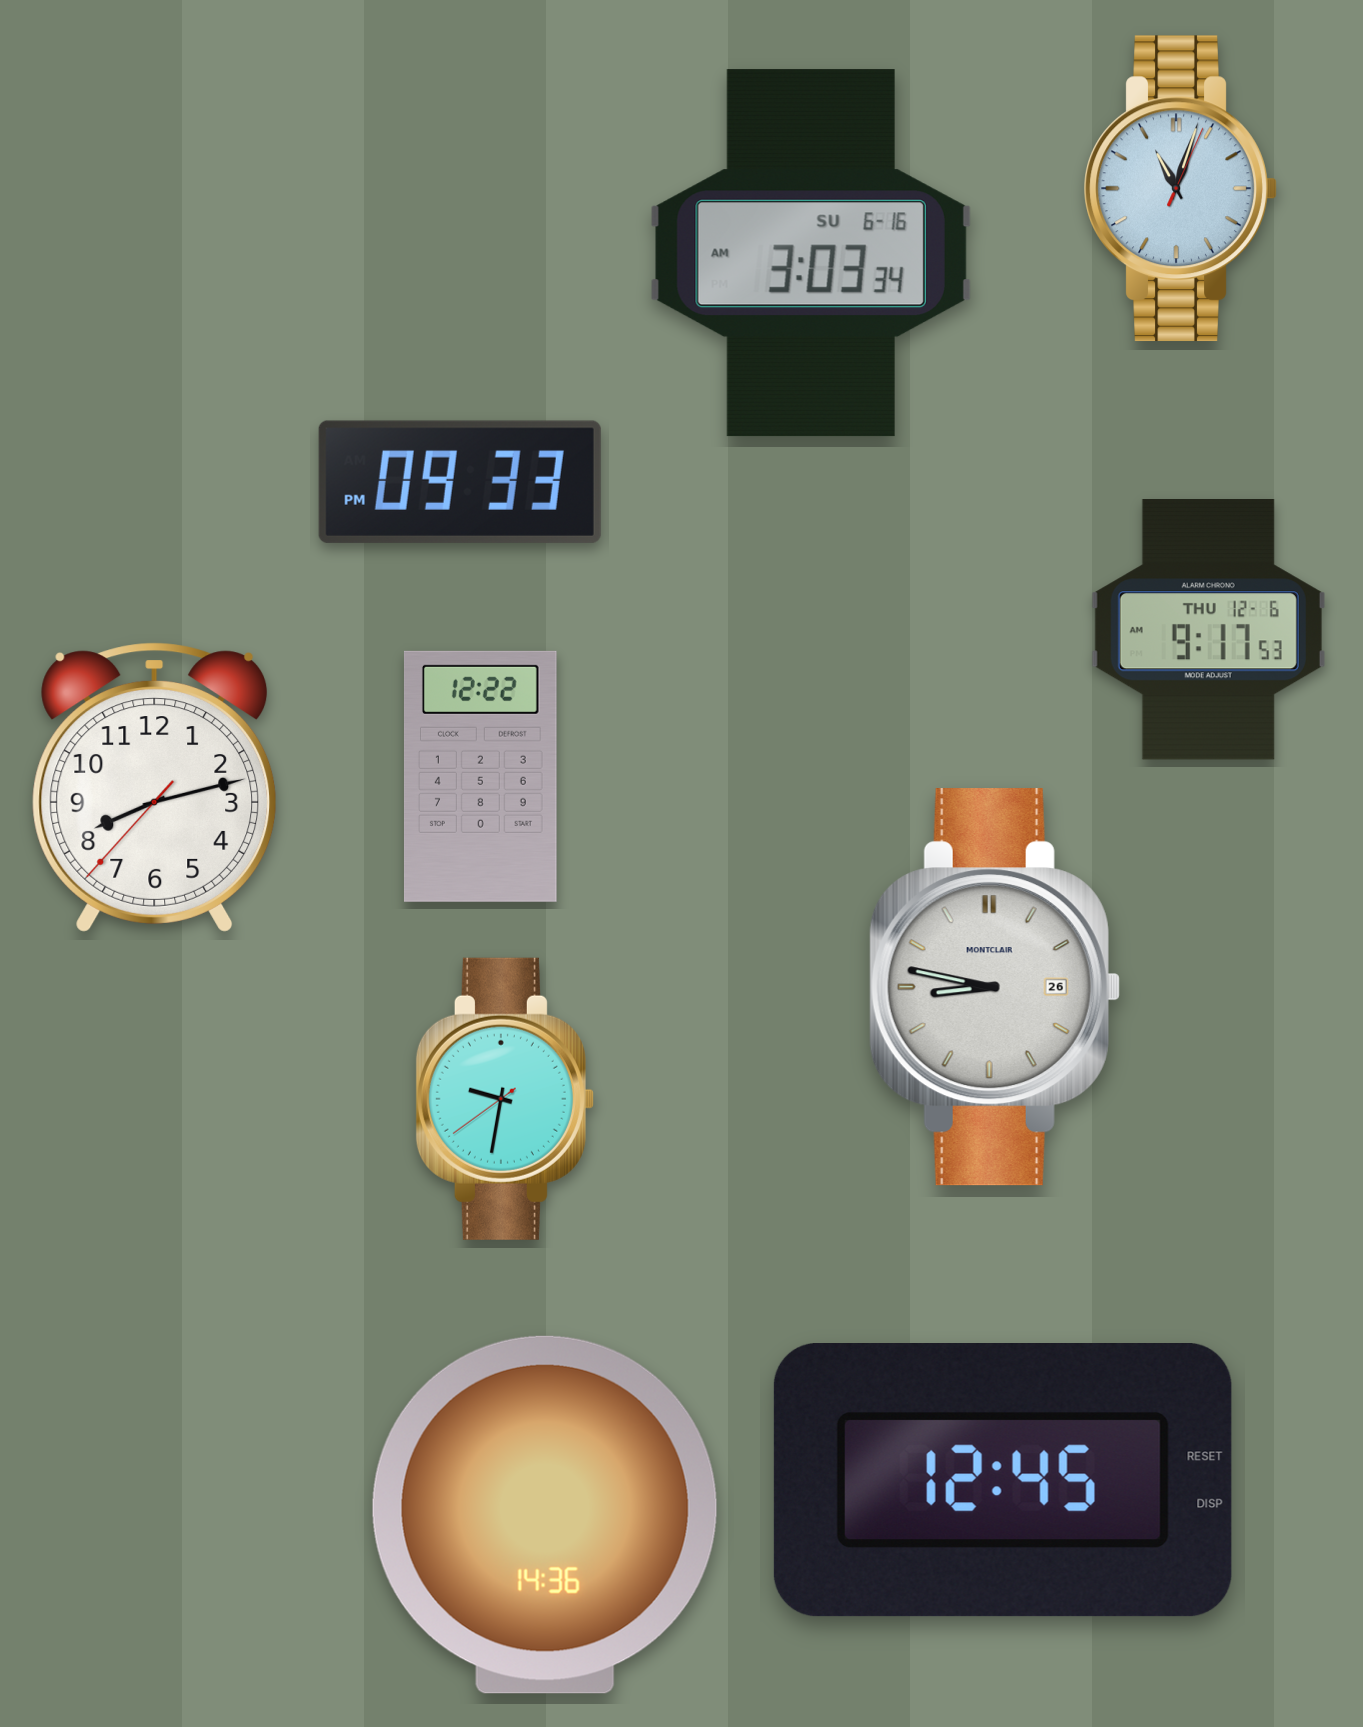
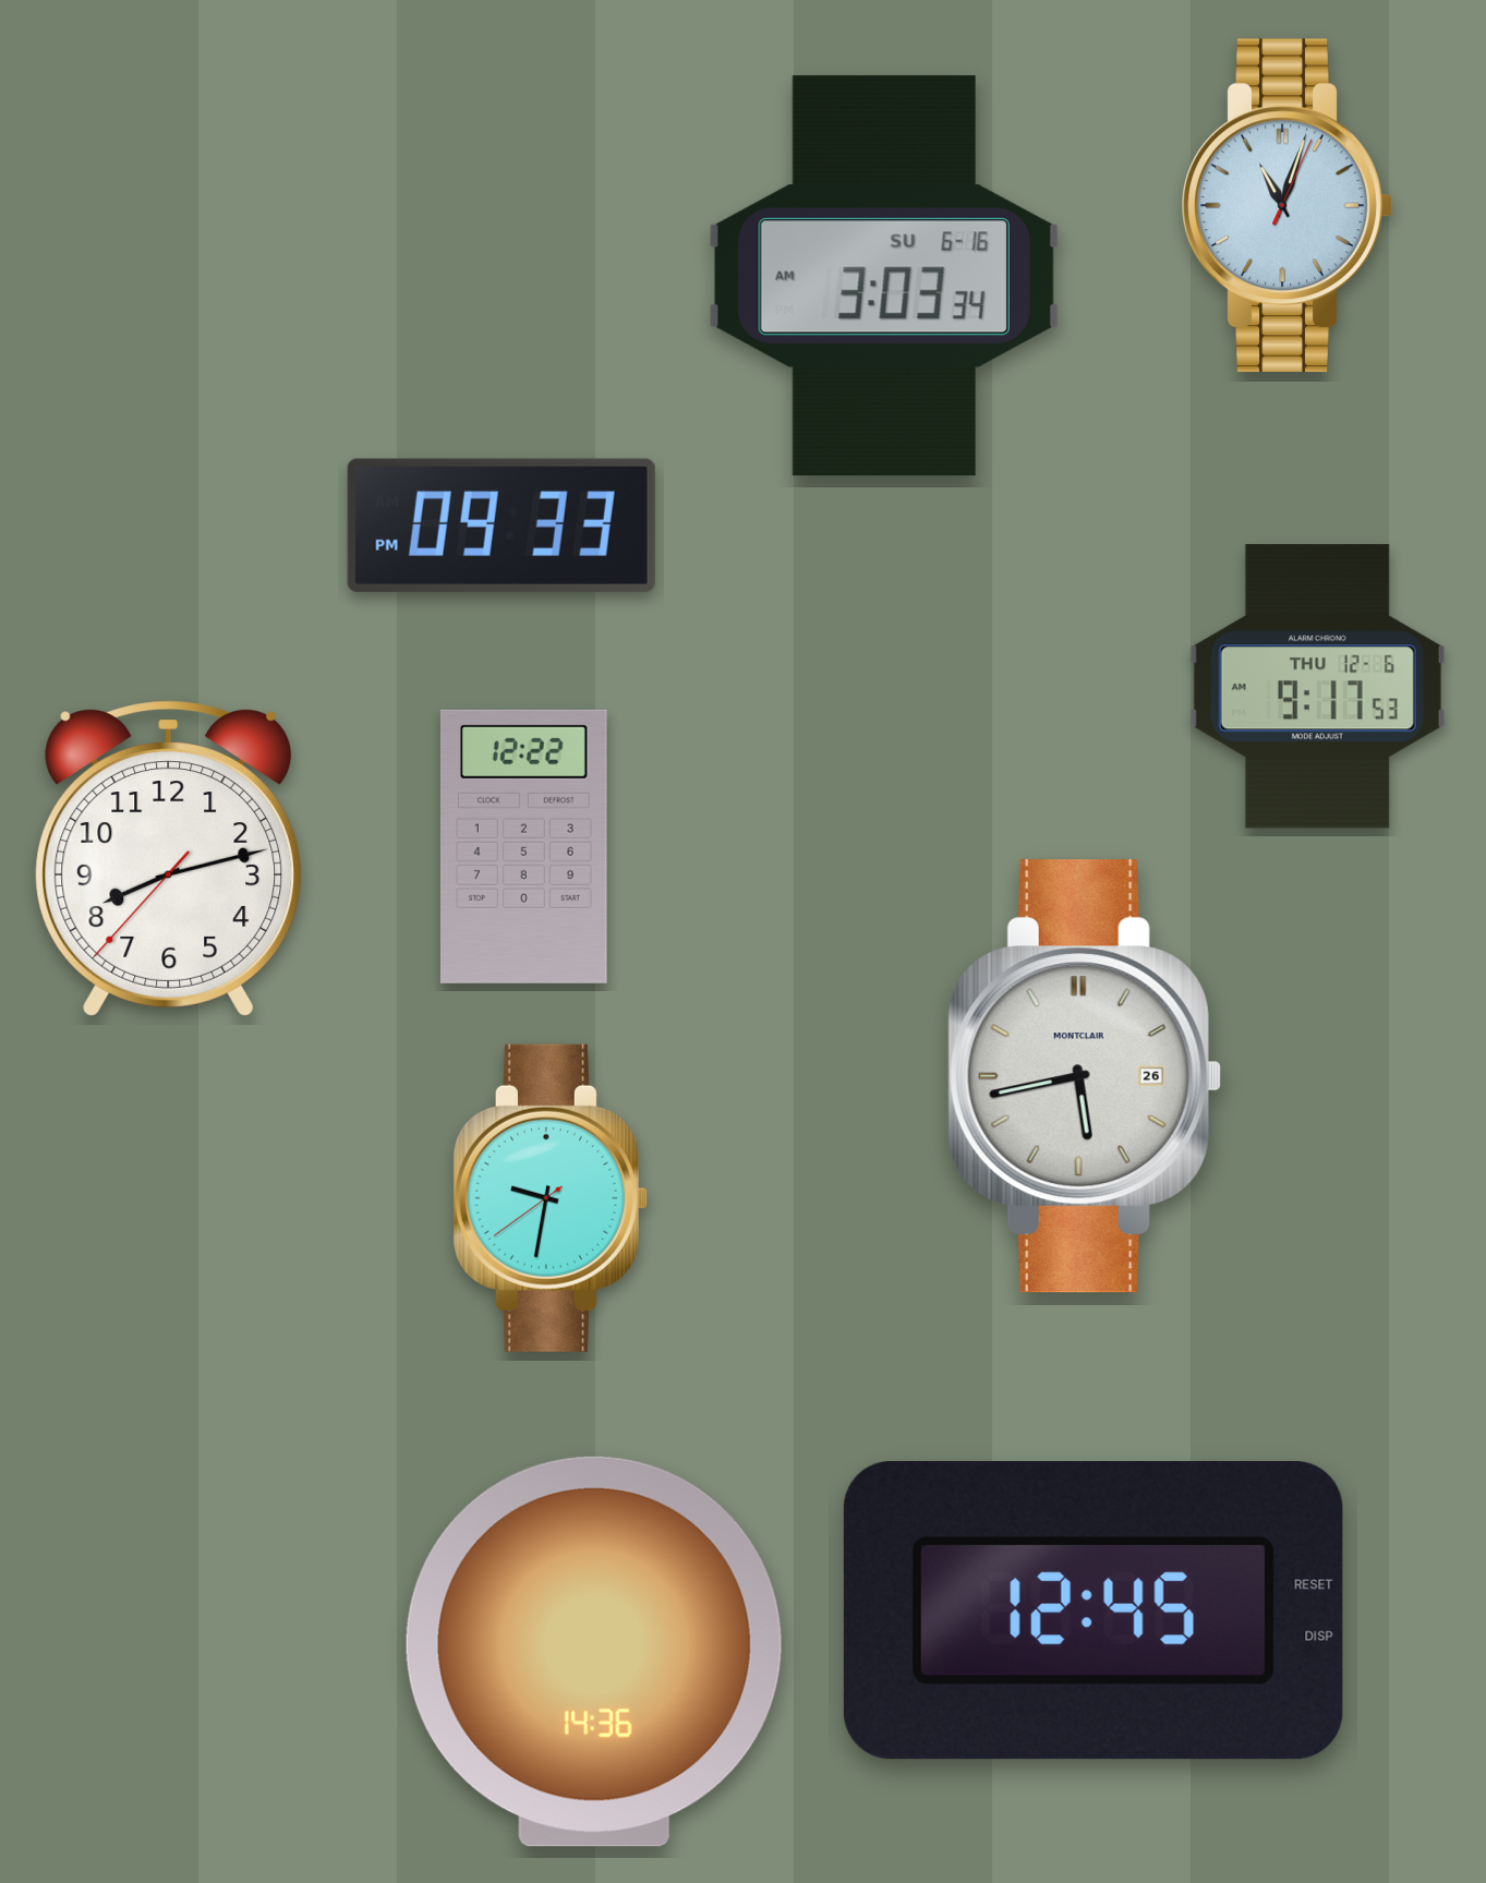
clock at (995, 987): 8:47 -> 5:43
clock at (1003, 1481) position: (1003, 1481) -> (1094, 1612)
